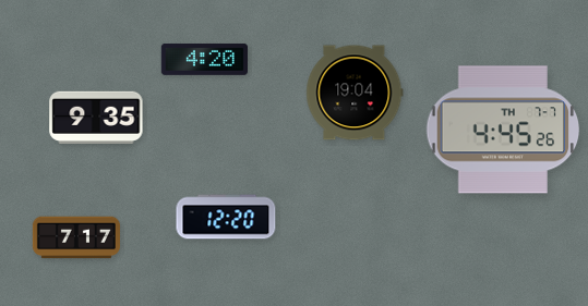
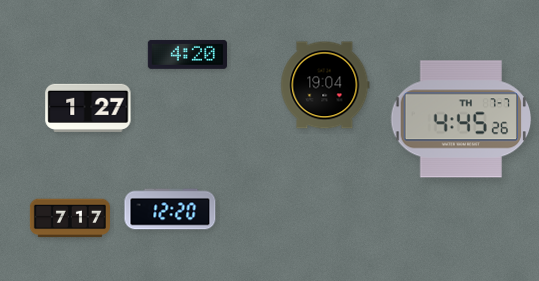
clock at (96, 118): 9:35 -> 1:27
clock at (226, 217) position: (226, 217) -> (170, 209)
